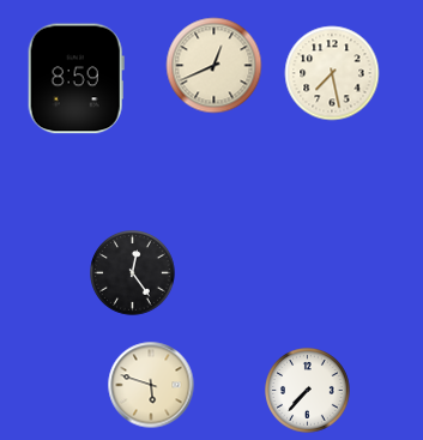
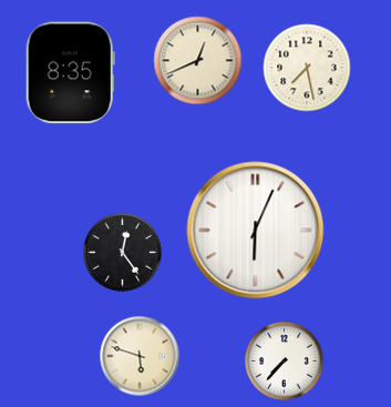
clock at (75, 79): 8:59 -> 8:35
clock at (256, 231): none -> 6:04
